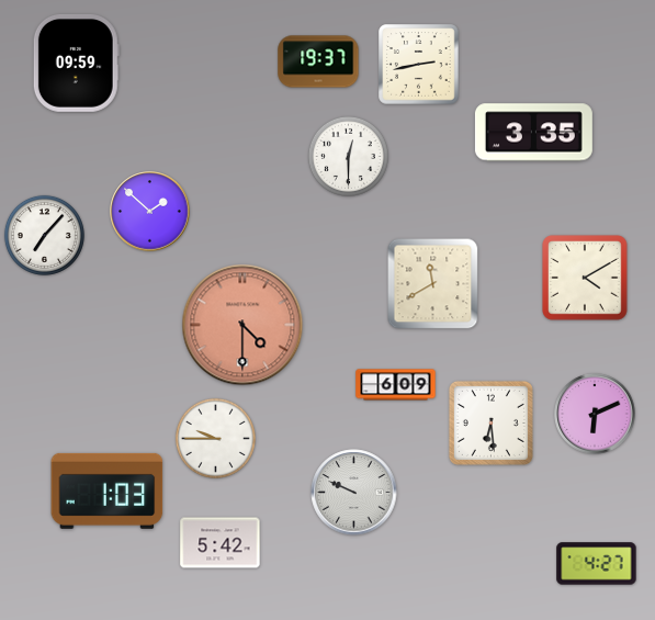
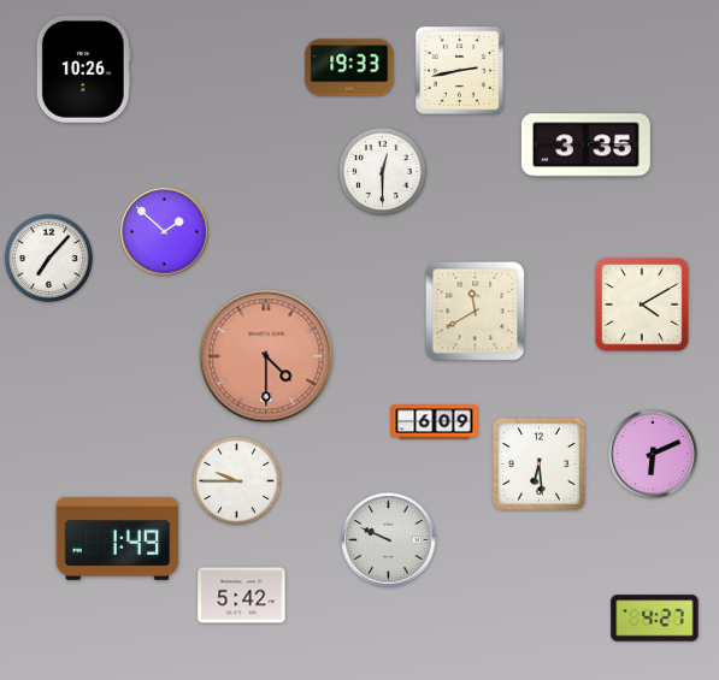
clock at (318, 61): 19:37 -> 19:33
clock at (76, 63): 09:59 -> 10:26
clock at (108, 491): 1:03 -> 1:49
